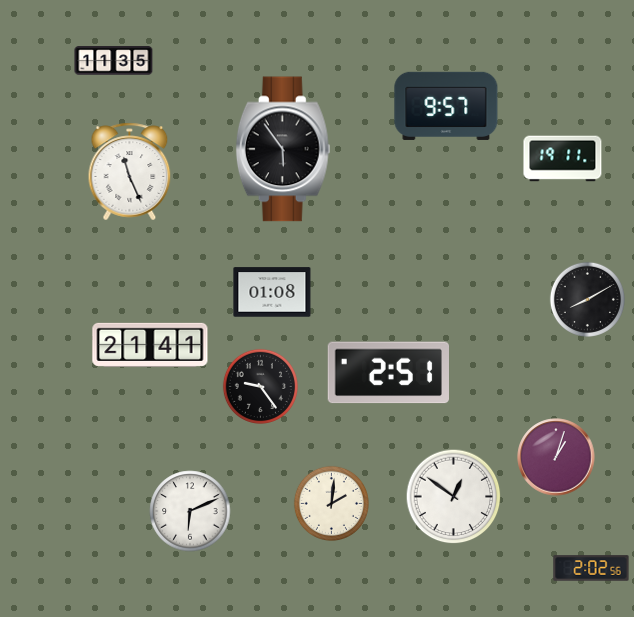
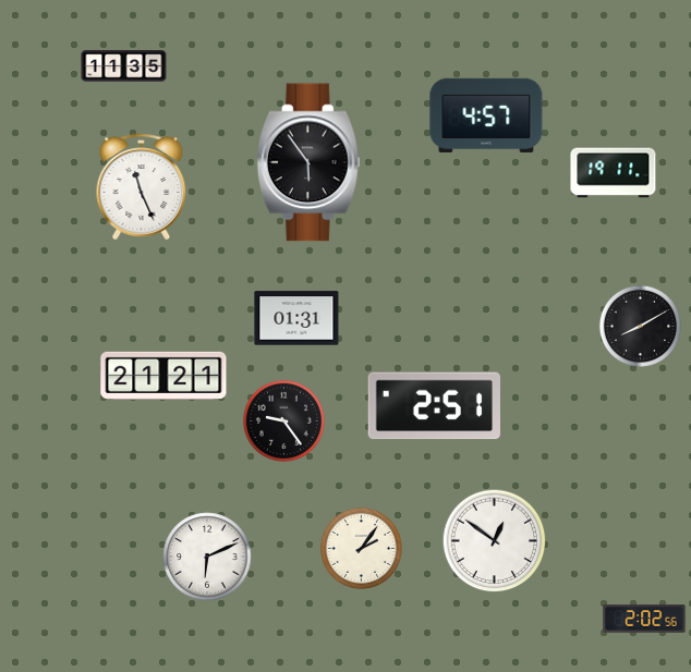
clock at (446, 106): 9:57 -> 4:57
clock at (272, 292): 01:08 -> 01:31
clock at (150, 345): 21:41 -> 21:21
clock at (388, 373) position: (388, 373) -> (434, 406)
clock at (556, 457): 1:03 -> none
clock at (331, 503): 2:01 -> 2:06
